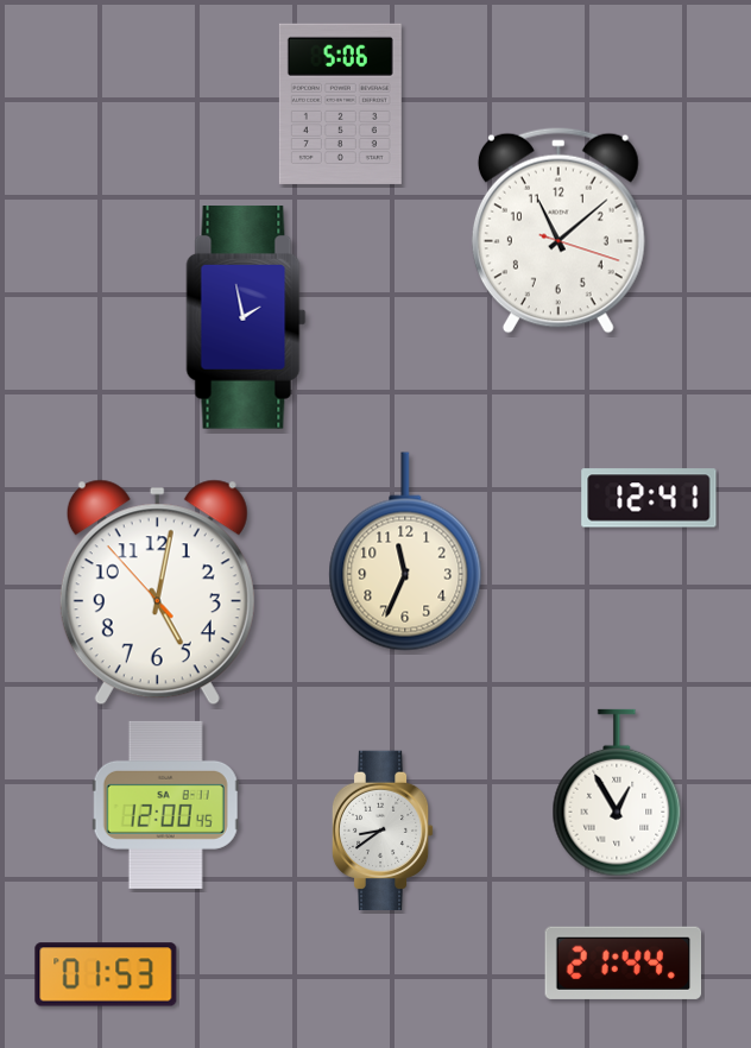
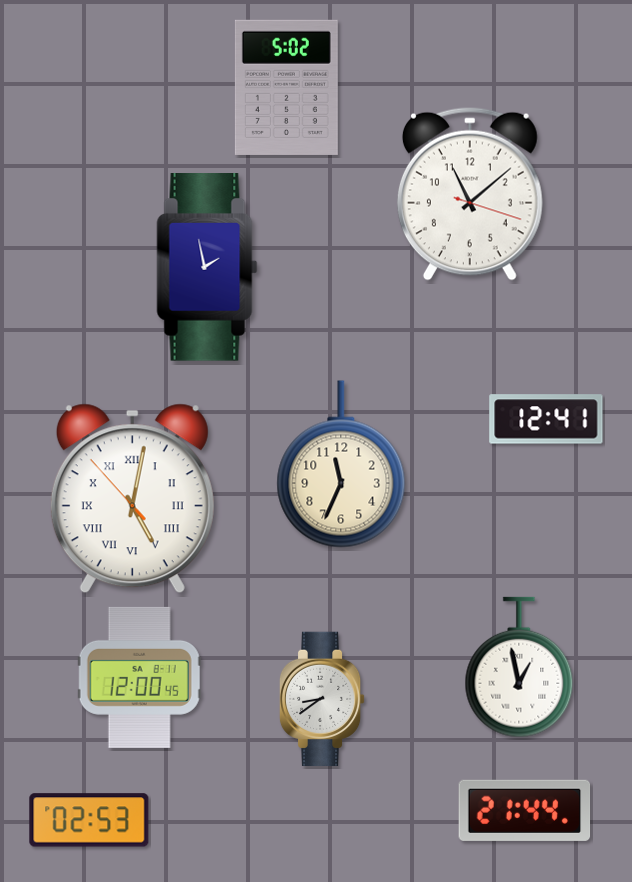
clock at (340, 103): 5:06 -> 5:02
clock at (157, 593) numerals: Arabic -> Roman
clock at (617, 793): 12:55 -> 12:58
clock at (106, 974): 01:53 -> 02:53
